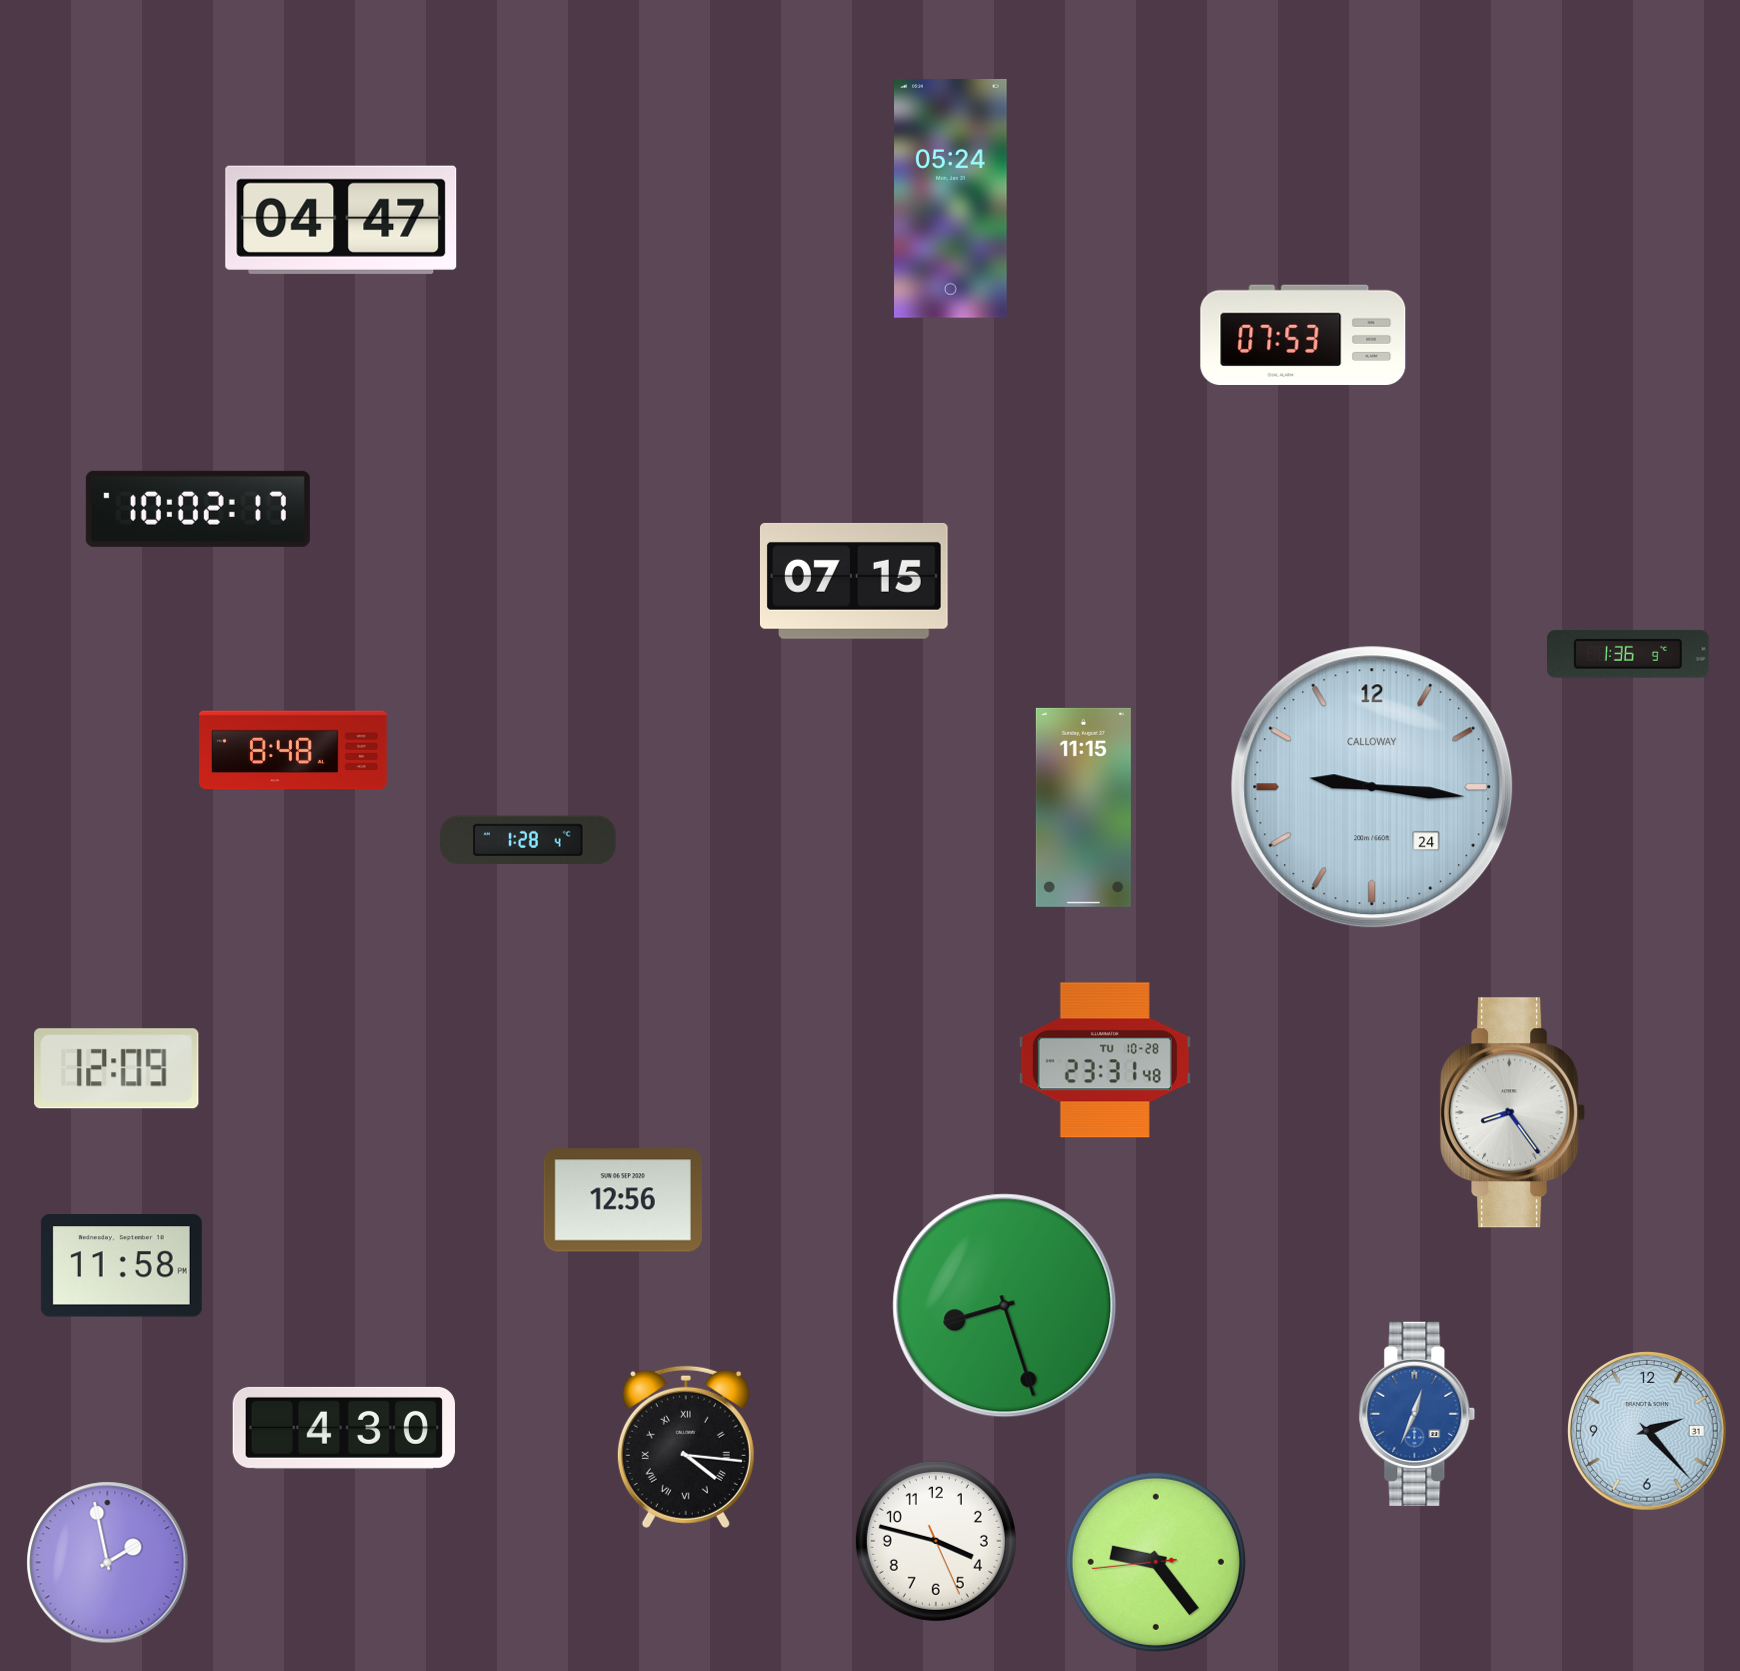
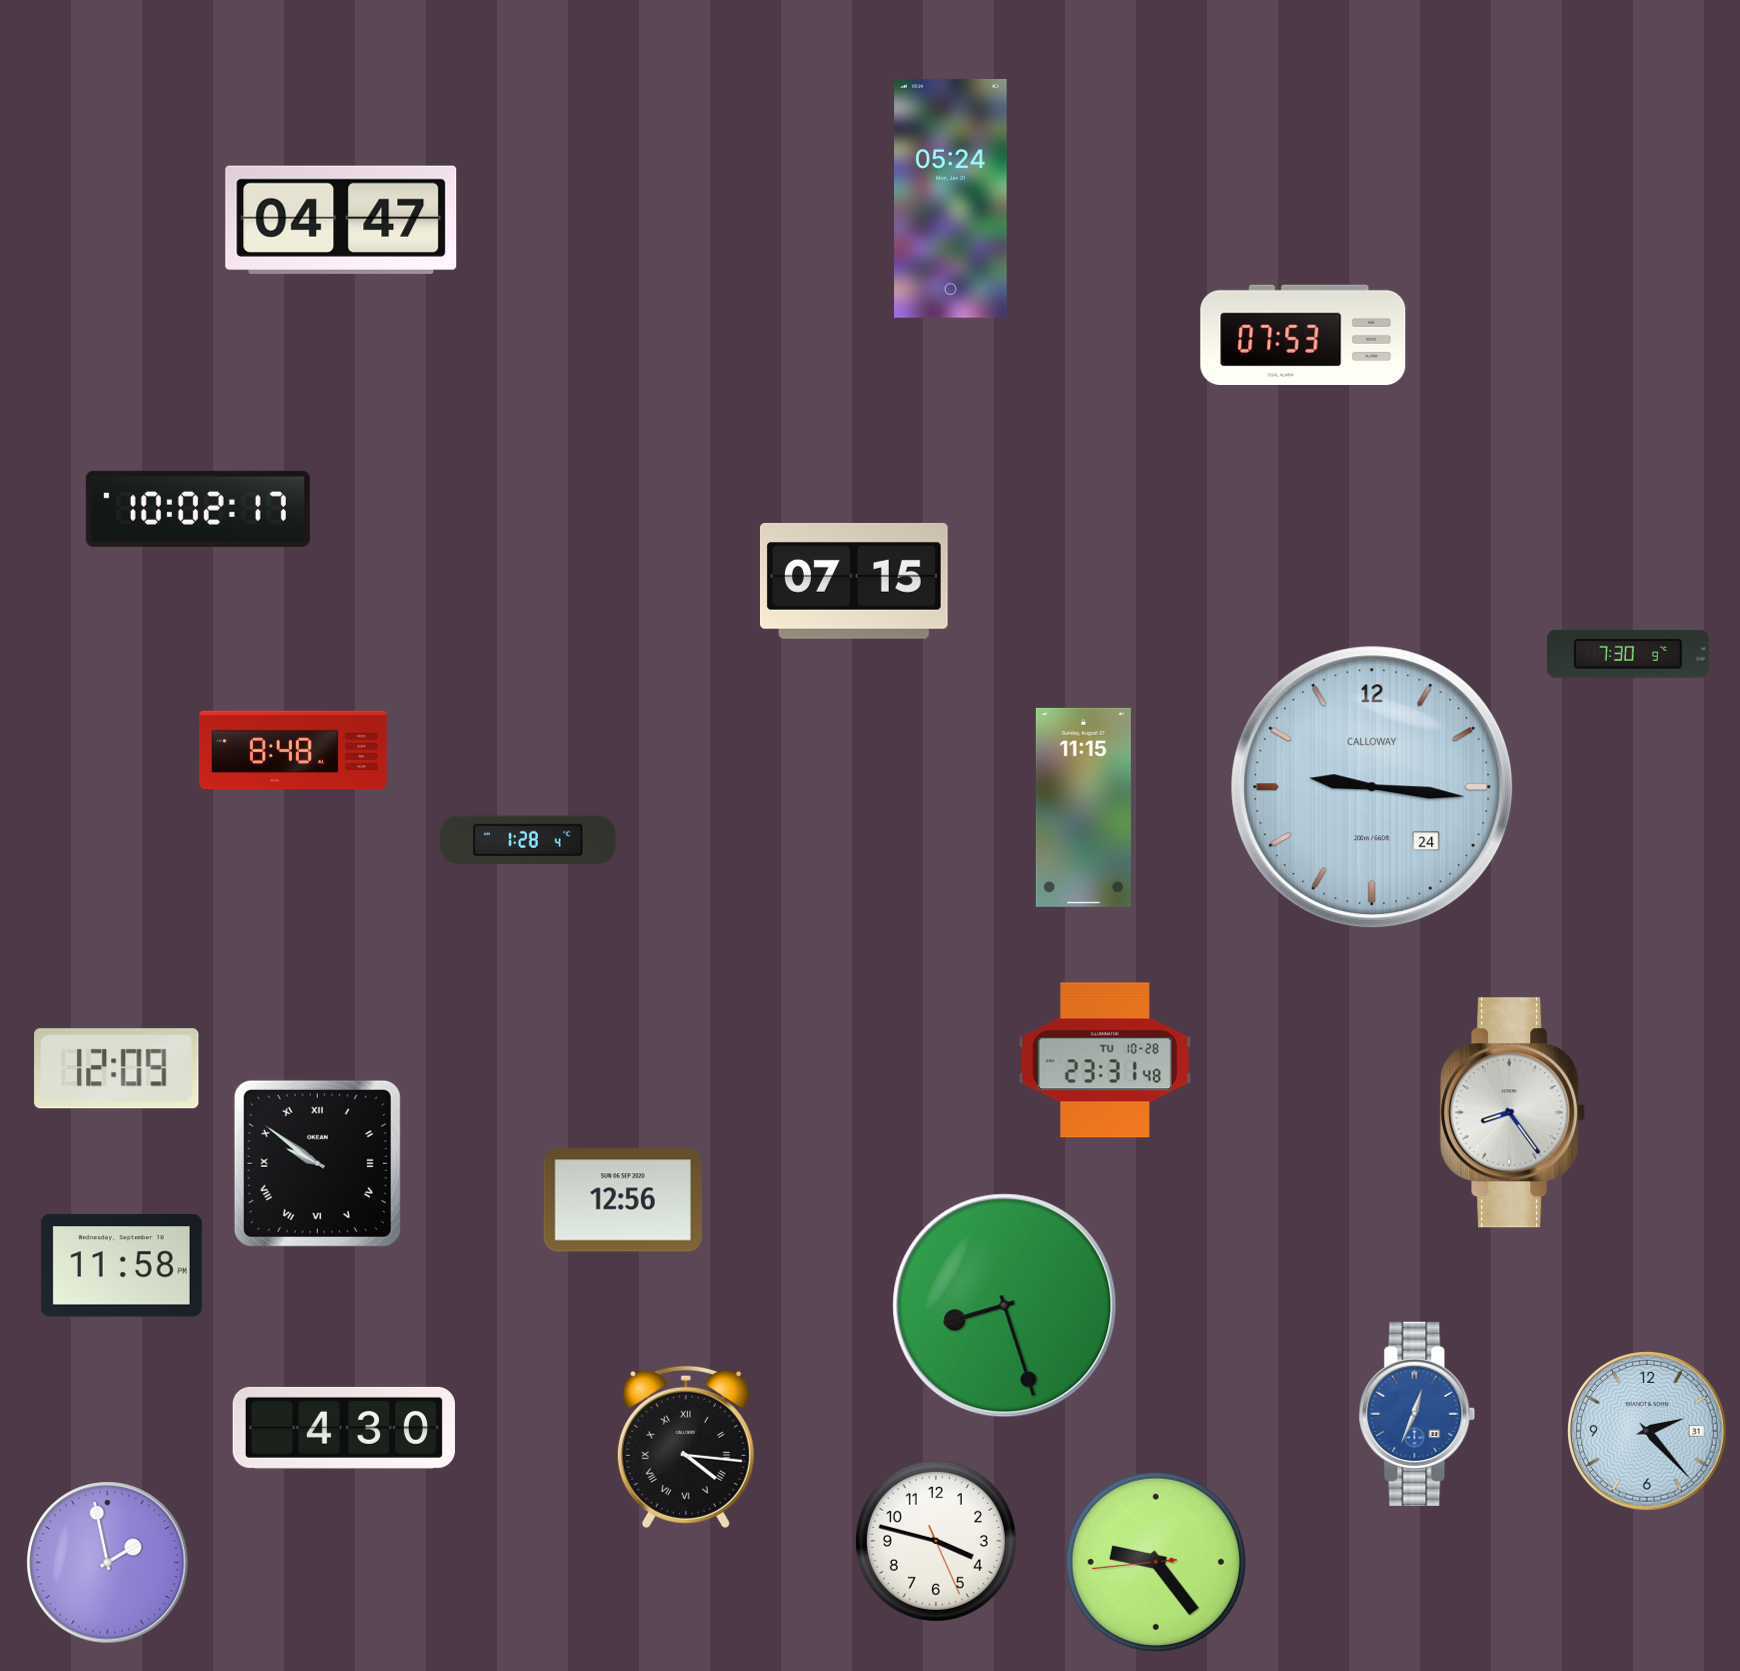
clock at (1628, 654): 1:36 -> 7:30
clock at (317, 1163): none -> 9:51
